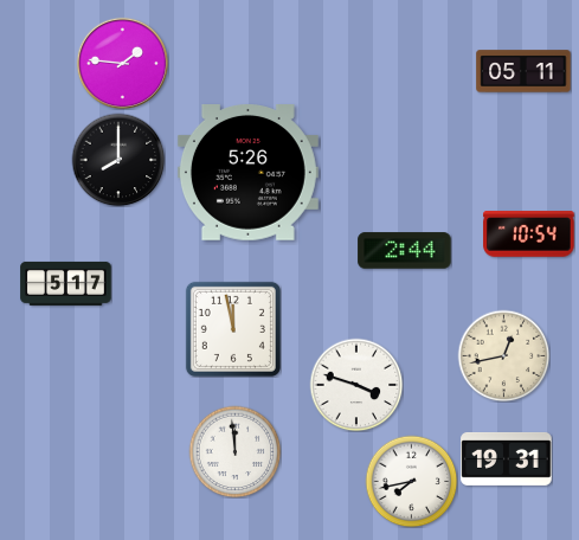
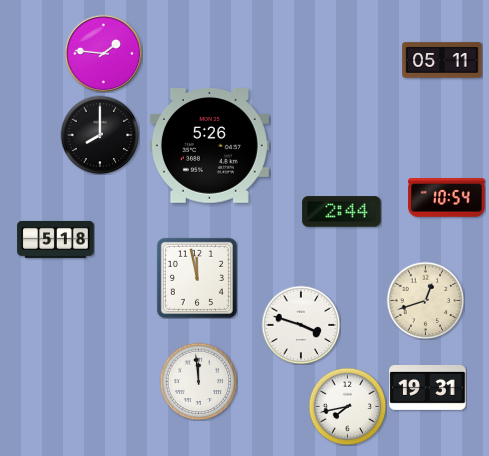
clock at (66, 283): 5:17 -> 5:18
clock at (503, 355): 12:43 -> 12:42
